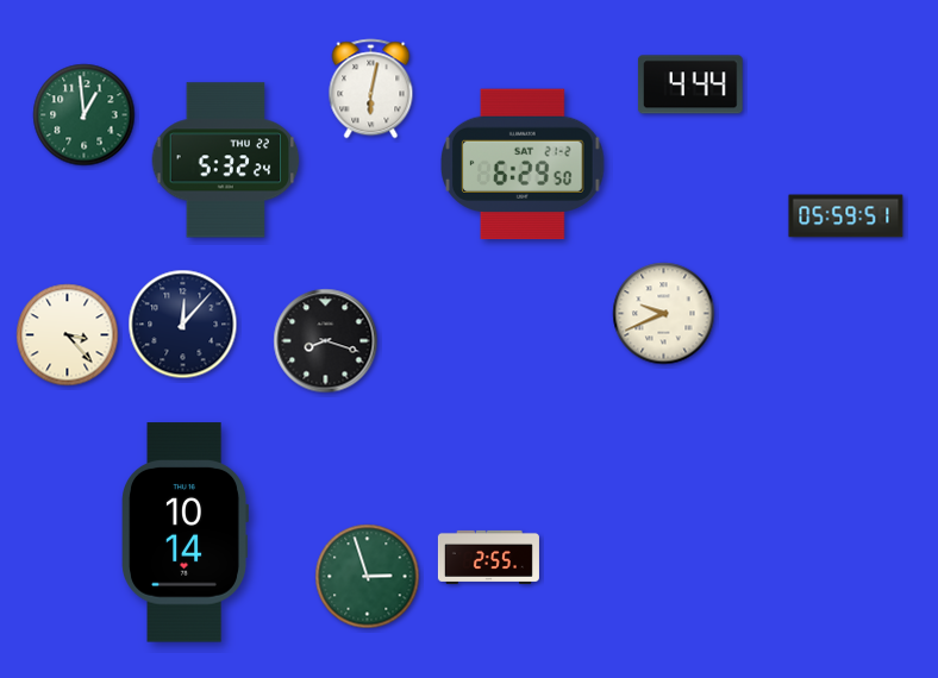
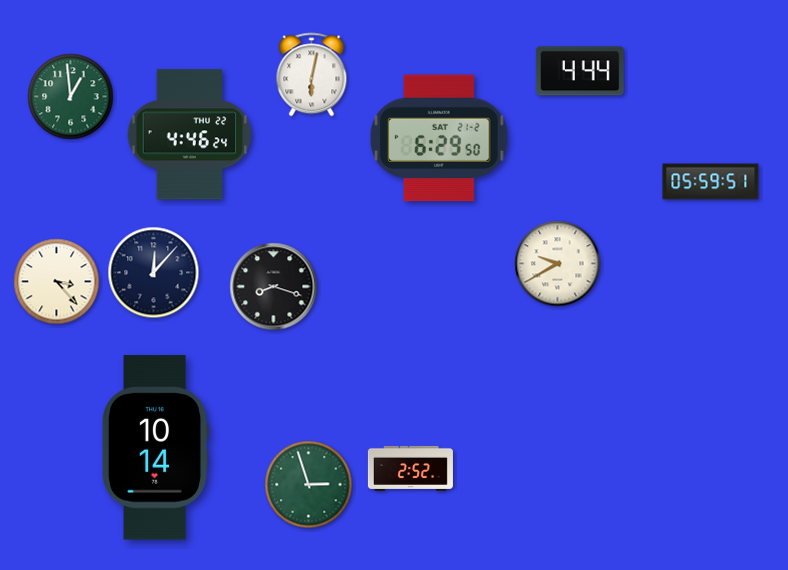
clock at (226, 161): 5:32 -> 4:46
clock at (664, 314): 9:41 -> 9:40
clock at (488, 557): 2:55 -> 2:52
